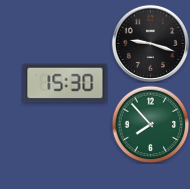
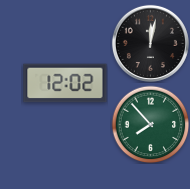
clock at (150, 43): 9:18 -> 12:02
clock at (65, 83): 15:30 -> 12:02
